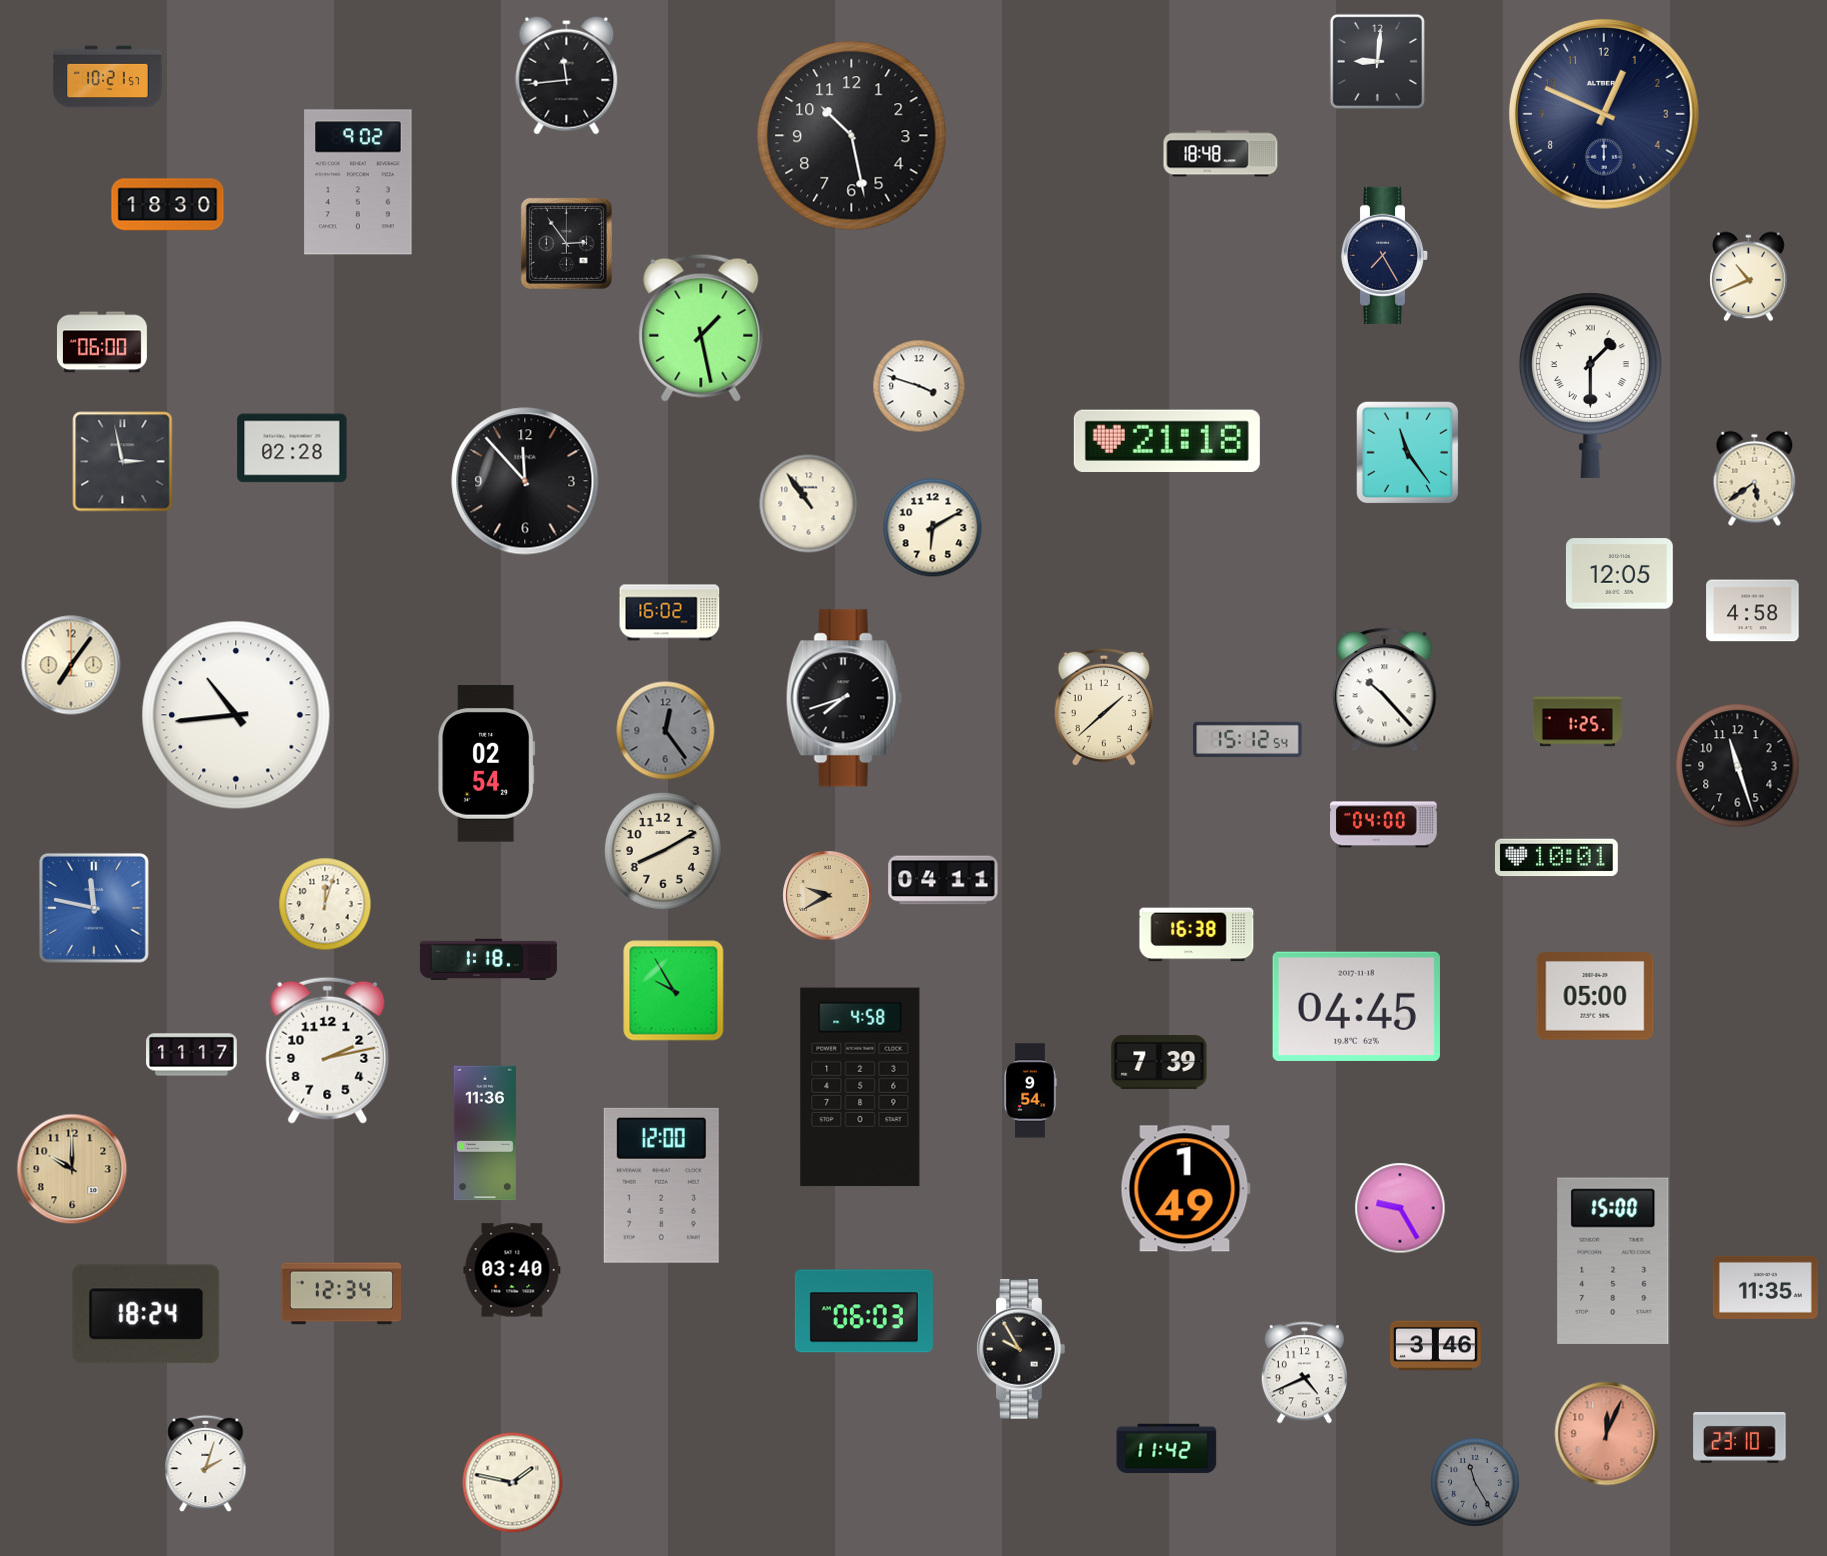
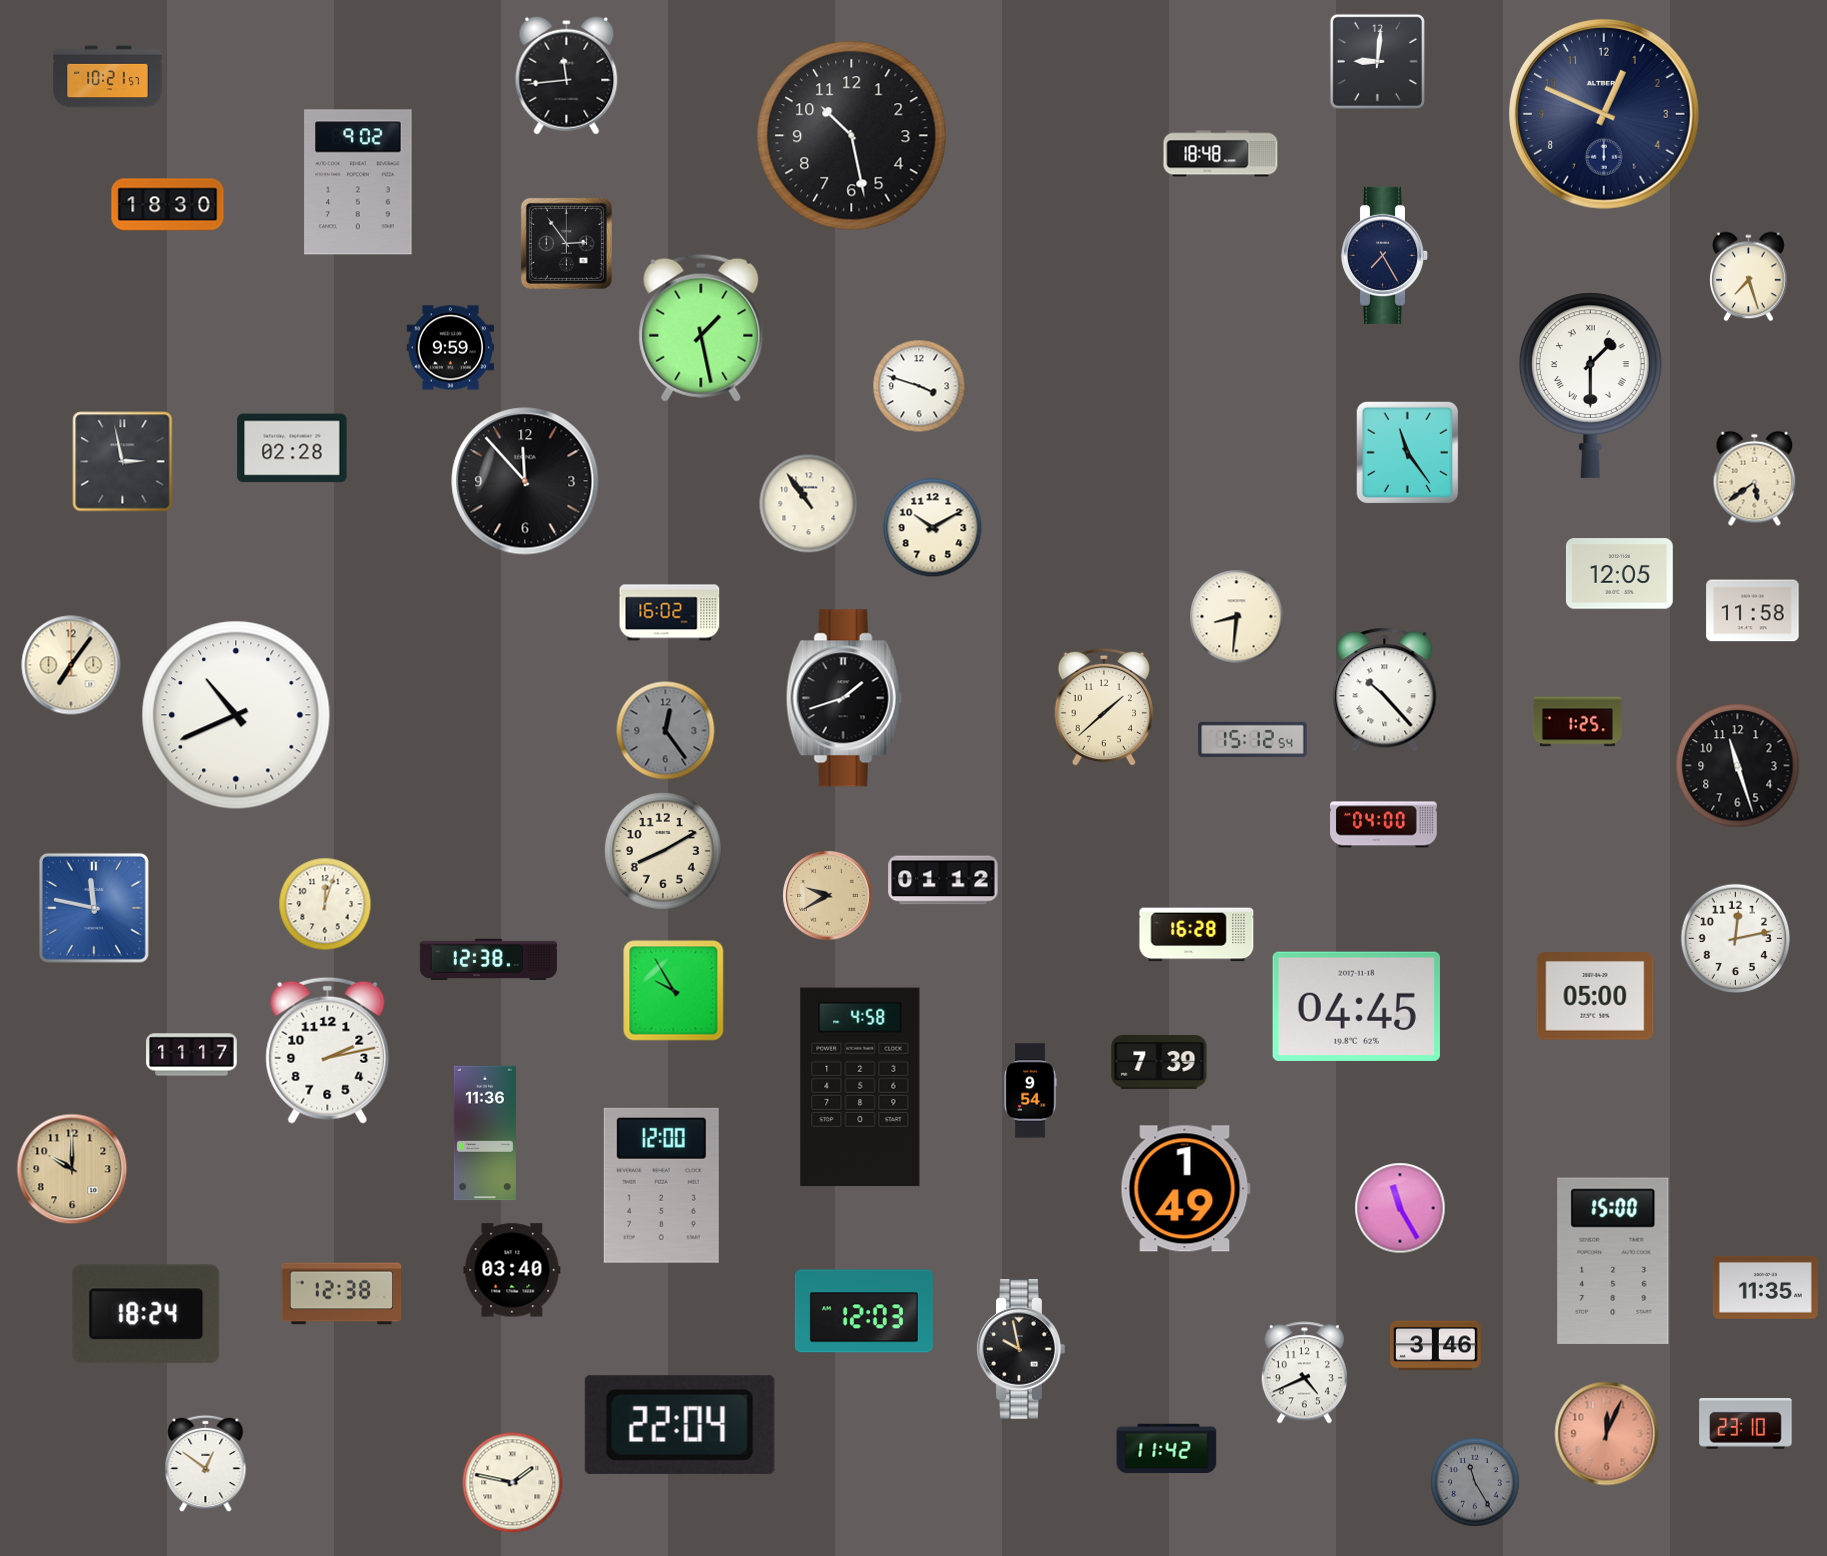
clock at (1749, 277): 10:41 -> 7:27
clock at (102, 342): 06:00 -> none
clock at (451, 348): none -> 9:59
clock at (1167, 440): 21:18 -> none
clock at (933, 528): 6:10 -> 10:10
clock at (1753, 611): 4:58 -> 11:58
clock at (1237, 617): none -> 8:31
clock at (844, 698): 7:42 -> 1:42
clock at (236, 715): 10:44 -> 10:41
clock at (1248, 739) position: (1248, 739) -> (1253, 739)
clock at (487, 764): 02:54 -> none
clock at (1556, 858): 10:01 -> none
clock at (943, 880): 04:11 -> 01:12
clock at (1197, 935): 16:38 -> 16:28
clock at (1736, 939): none -> 12:13
clock at (488, 959): 1:18 -> 12:38
clock at (1400, 1208): 9:25 -> 11:25
clock at (342, 1294): 12:34 -> 12:38
clock at (864, 1311): 06:03 -> 12:03
clock at (1021, 1350): 9:55 -> 9:58
clock at (680, 1425): none -> 22:04
clock at (1740, 1438) position: (1740, 1438) -> (1746, 1424)
clock at (206, 1464): 2:03 -> 12:51
